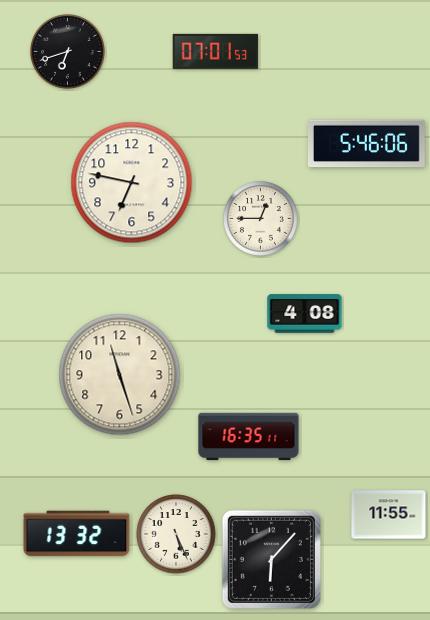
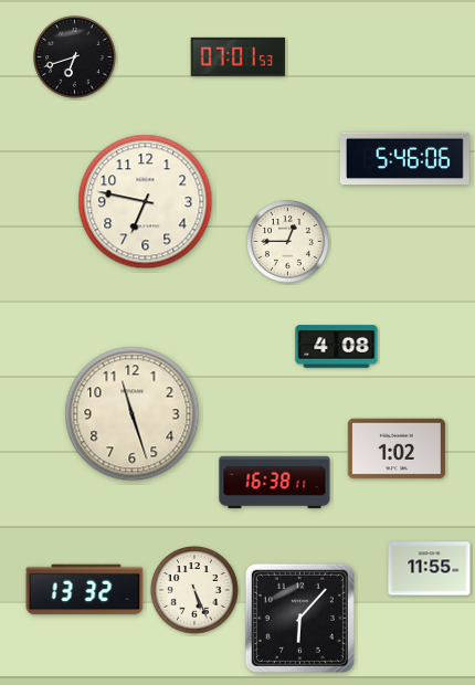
clock at (397, 449): none -> 1:02
clock at (249, 437): 16:35 -> 16:38
